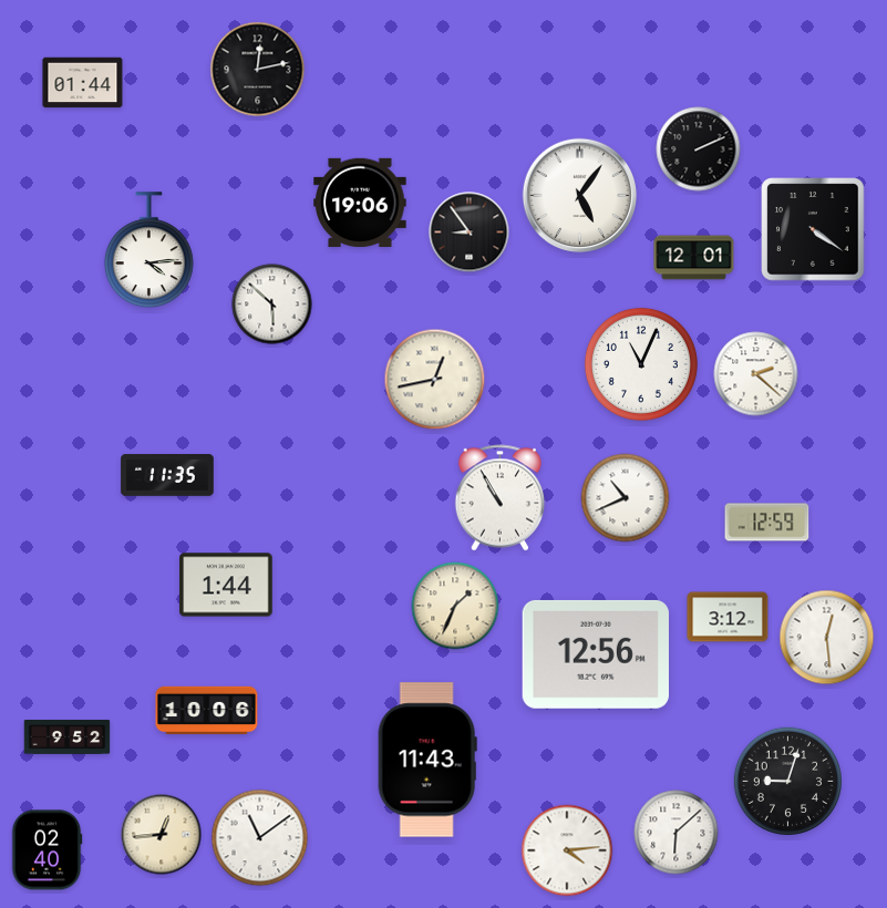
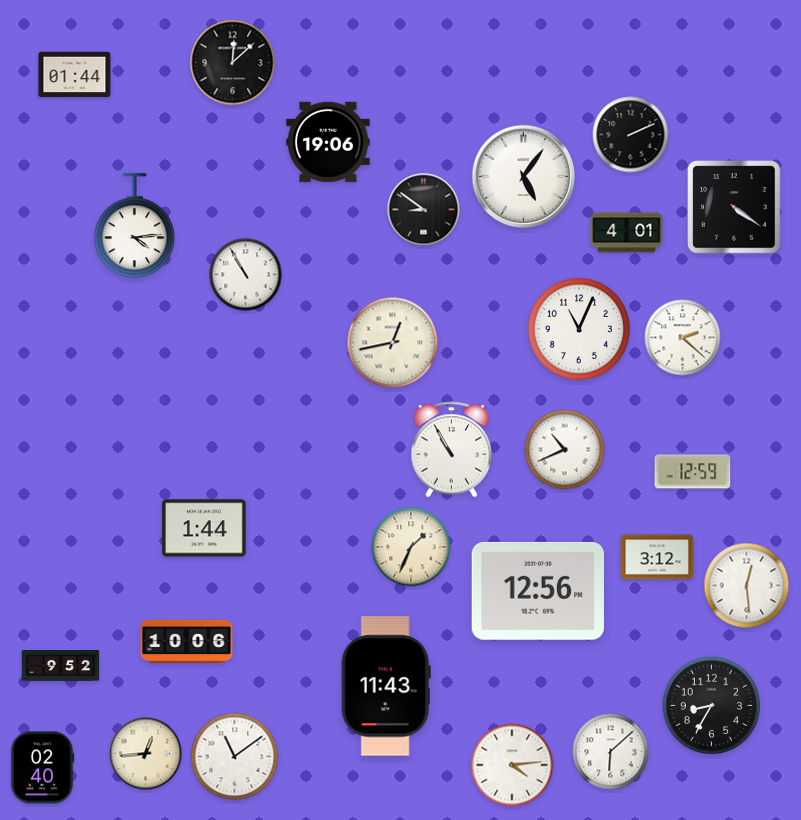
clock at (258, 70): 12:13 -> 12:08
clock at (360, 203) position: (360, 203) -> (328, 142)
clock at (470, 233): 8:54 -> 8:51
clock at (694, 258): 12:01 -> 4:01
clock at (272, 305): 5:52 -> 10:55
clock at (167, 475): 11:35 -> none
clock at (827, 638) position: (827, 638) -> (747, 586)
clock at (787, 781): 9:03 -> 8:35
clock at (567, 850) position: (567, 850) -> (512, 765)
